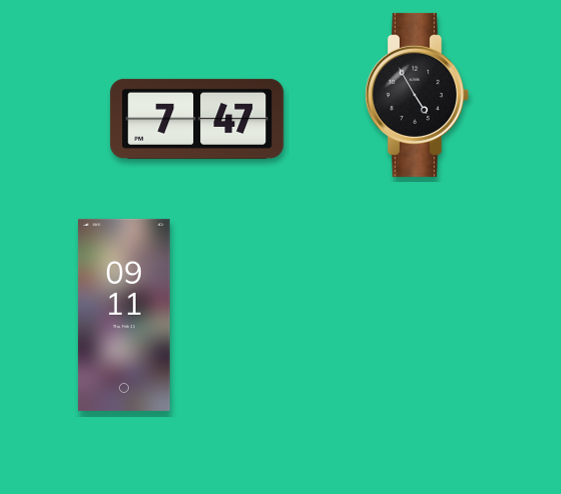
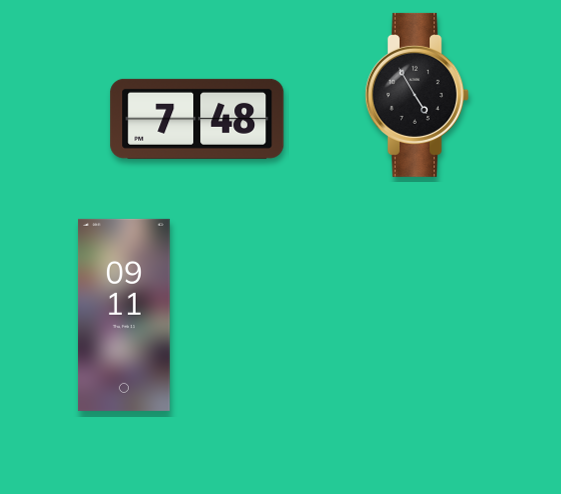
clock at (197, 119): 7:47 -> 7:48
